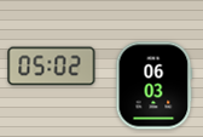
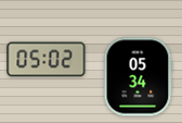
clock at (153, 86): 06:03 -> 05:34
